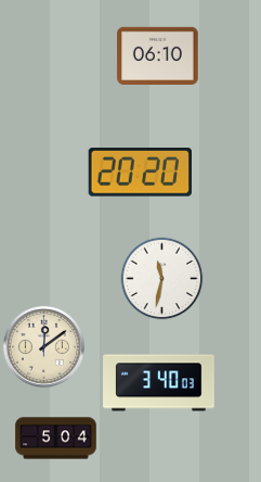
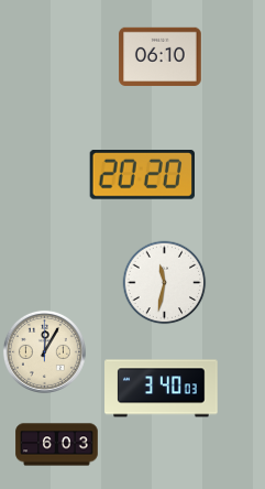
clock at (43, 346): 12:09 -> 12:05
clock at (56, 439): 5:04 -> 6:03
